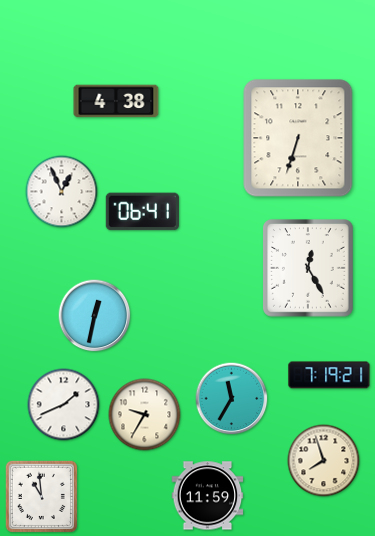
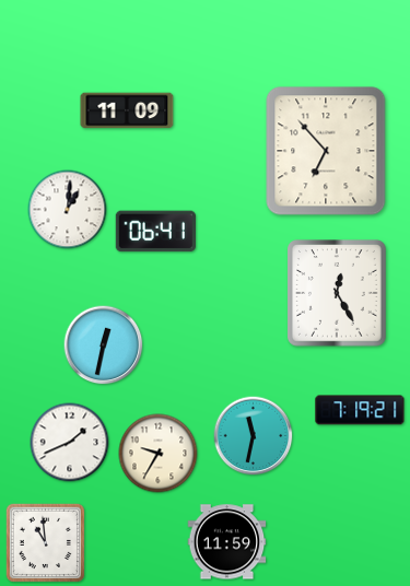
clock at (116, 101): 4:38 -> 11:09
clock at (298, 138): 6:33 -> 6:53
clock at (62, 192): 12:56 -> 1:01
clock at (232, 399): 11:35 -> 11:32
clock at (324, 461): 7:57 -> none
